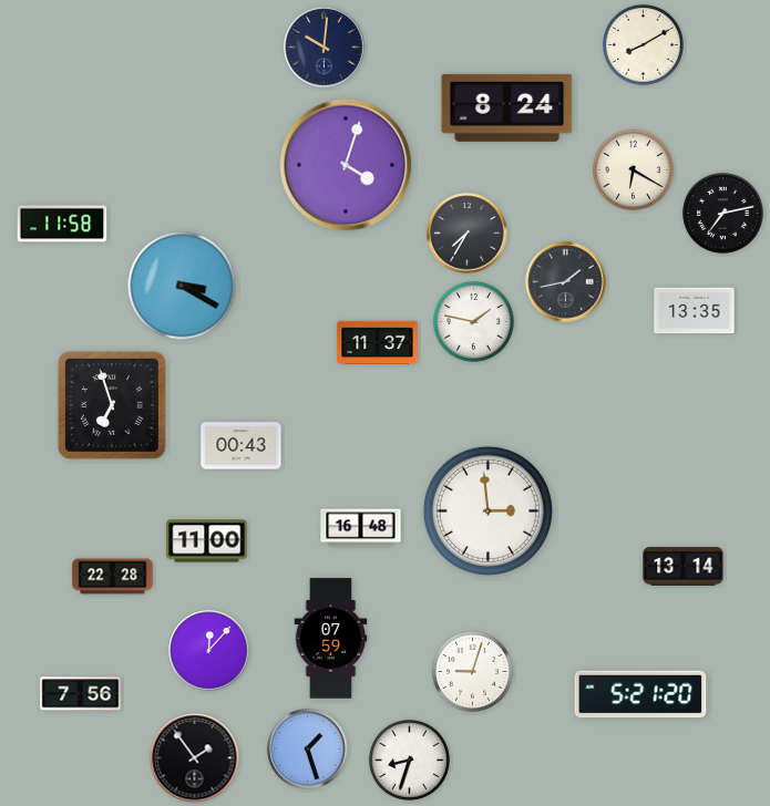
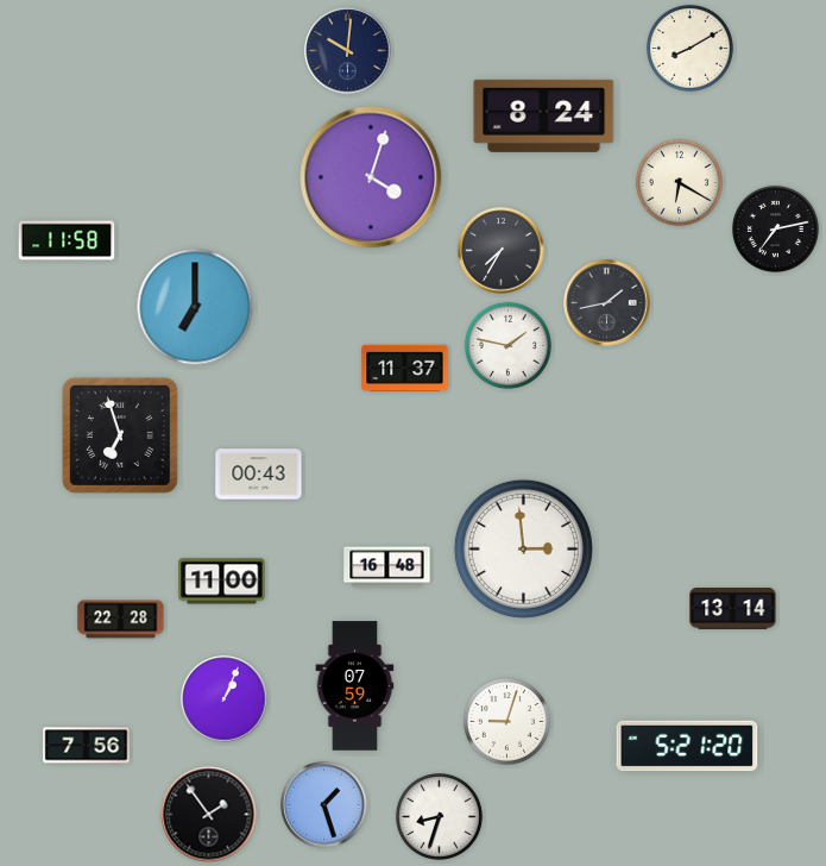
clock at (182, 286): 3:20 -> 7:00
clock at (695, 311): 13:35 -> none
clock at (242, 446) position: (242, 446) -> (259, 475)
clock at (209, 651): 12:07 -> 1:04
clock at (308, 750) position: (308, 750) -> (324, 805)
